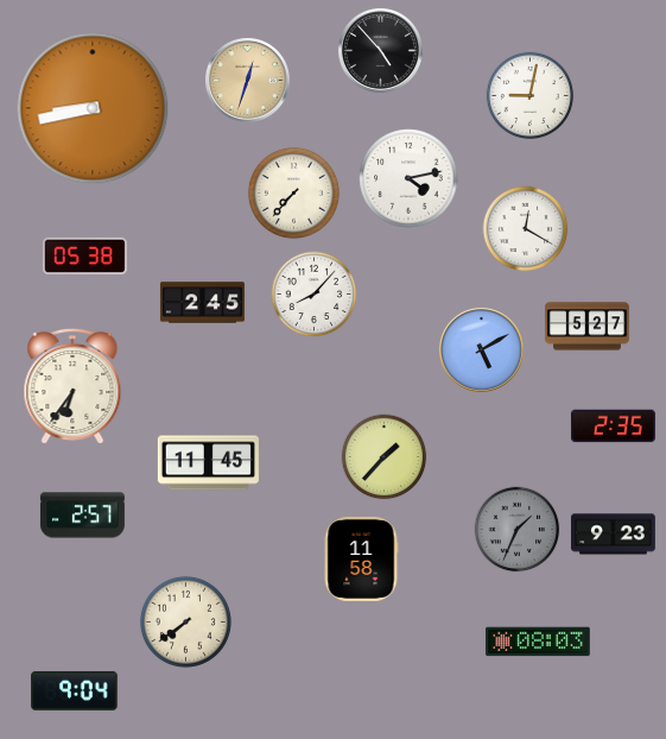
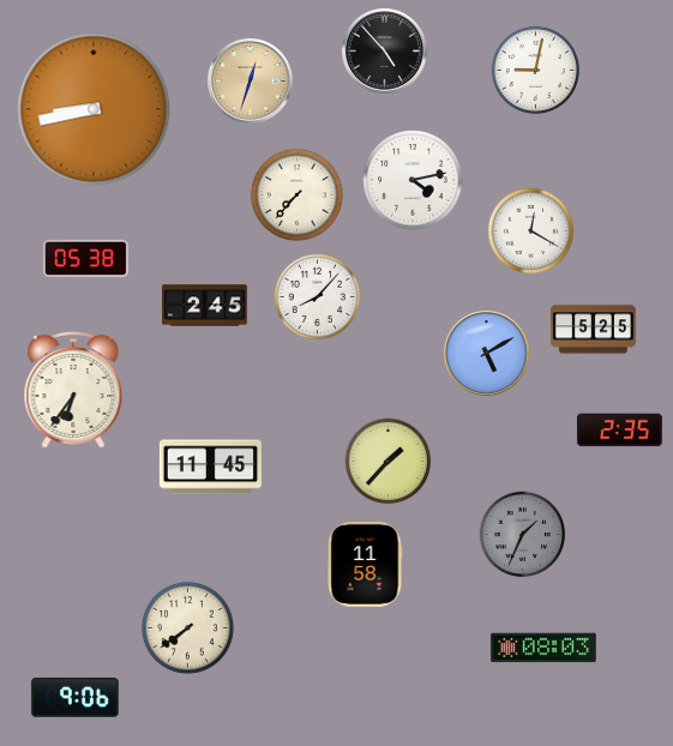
clock at (529, 95) position: (529, 95) -> (535, 70)
clock at (586, 327): 5:27 -> 5:25
clock at (82, 516): 2:57 -> none
clock at (613, 535): 9:23 -> none
clock at (75, 691): 9:04 -> 9:06
